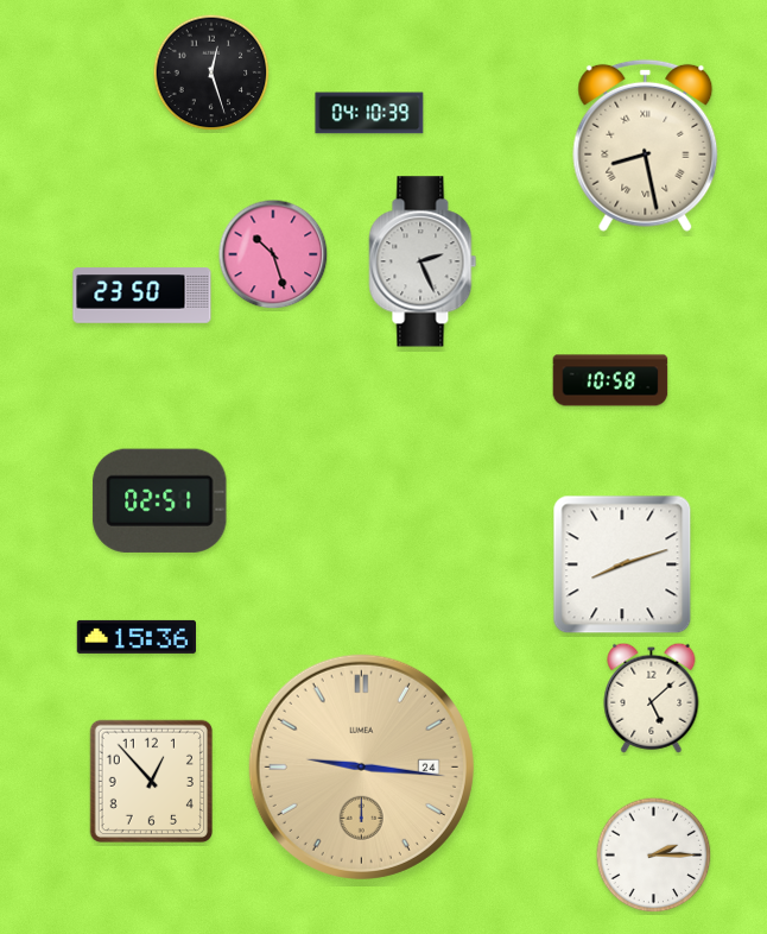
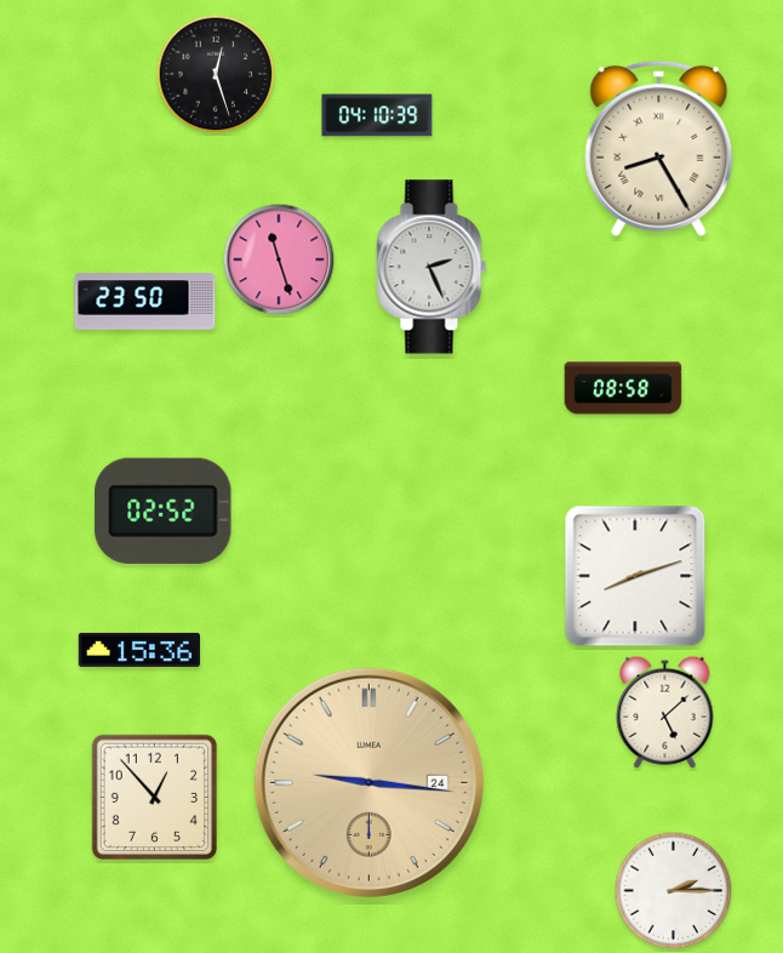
clock at (646, 145): 8:28 -> 8:25
clock at (273, 254): 10:27 -> 11:27
clock at (610, 380): 10:58 -> 08:58
clock at (160, 500): 02:51 -> 02:52
clock at (654, 856) position: (654, 856) -> (674, 891)
